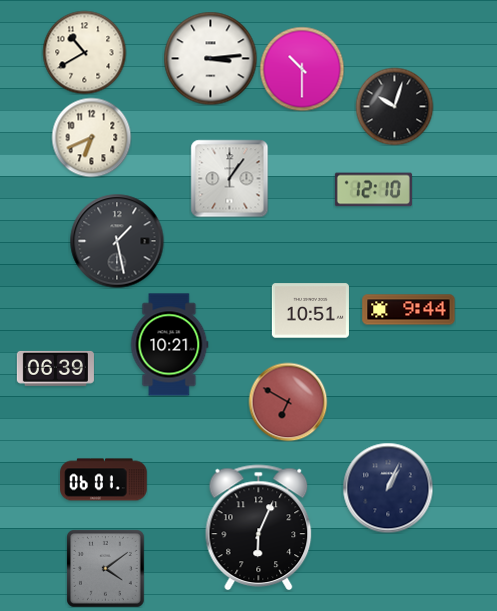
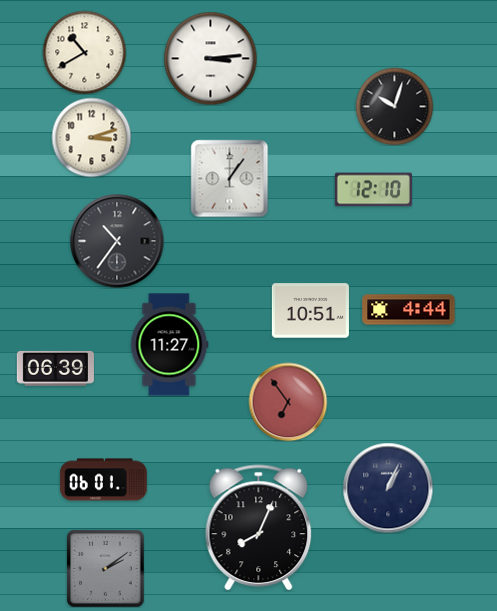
clock at (302, 69): 10:30 -> none
clock at (91, 137): 6:41 -> 3:12
clock at (117, 241): 1:28 -> 10:36
clock at (409, 310): 9:44 -> 4:44
clock at (170, 345): 10:21 -> 11:27
clock at (288, 402): 6:50 -> 6:54
clock at (259, 528): 6:04 -> 8:04
clock at (106, 569): 4:09 -> 2:09
